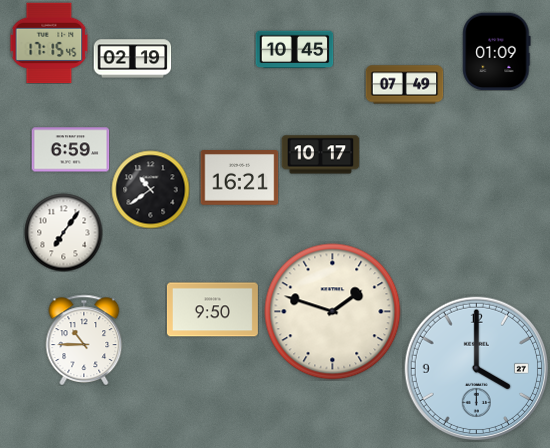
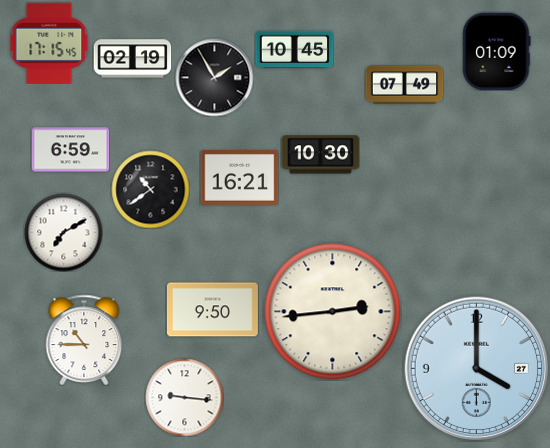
clock at (214, 77): none -> 1:55
clock at (320, 155): 10:17 -> 10:30
clock at (63, 232): 7:06 -> 7:10
clock at (333, 312): 1:48 -> 2:44
clock at (184, 397): none -> 9:16
